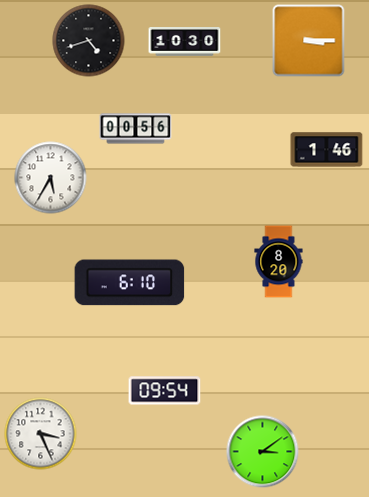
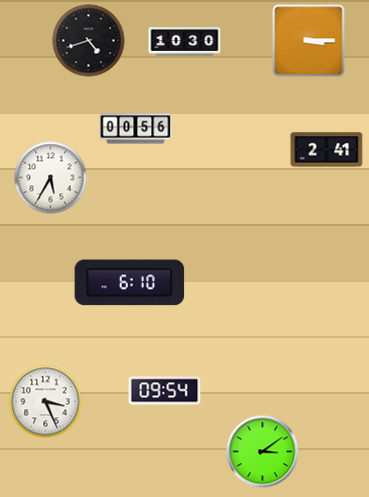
clock at (327, 150): 1:46 -> 2:41
clock at (279, 262): 8:20 -> none
clock at (41, 434) position: (41, 434) -> (46, 402)
